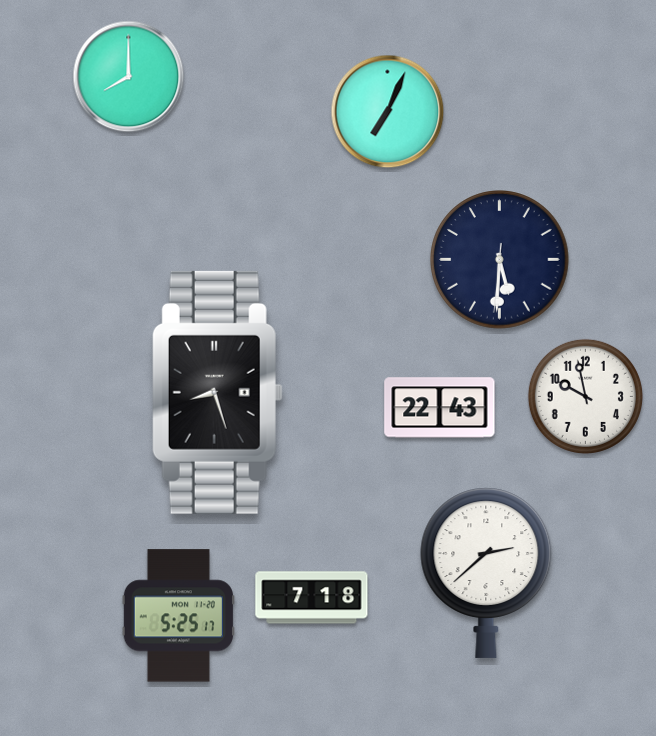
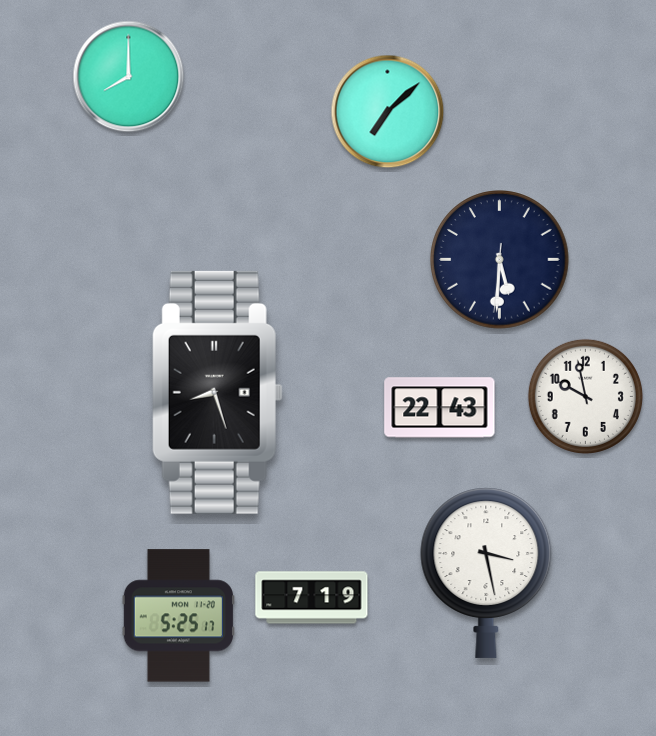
clock at (388, 112): 7:04 -> 7:08
clock at (486, 573): 2:38 -> 3:28
clock at (312, 598): 7:18 -> 7:19
